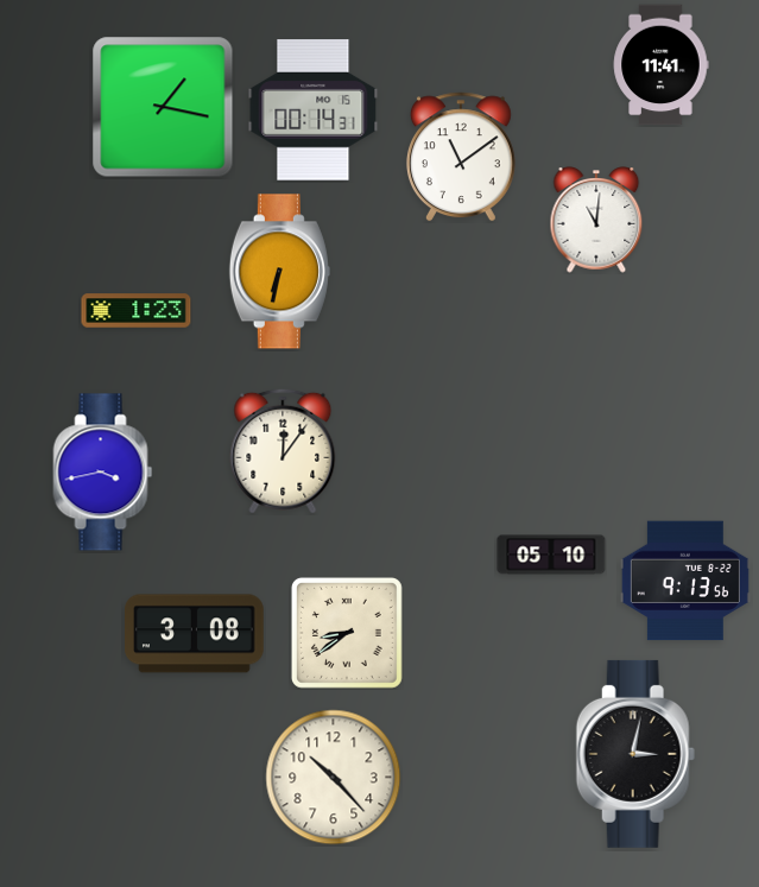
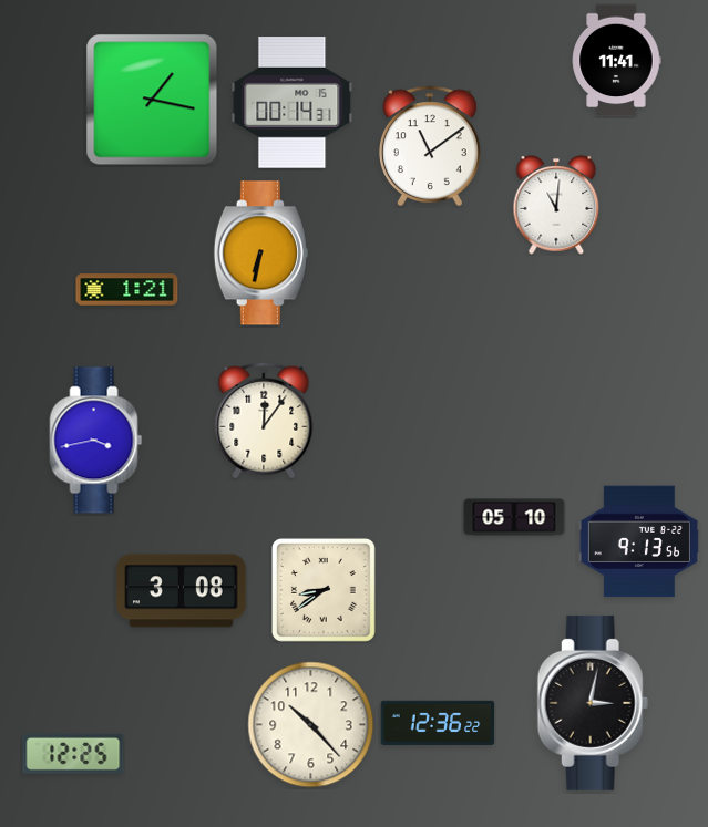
clock at (137, 311): 1:23 -> 1:21
clock at (438, 723): none -> 12:36
clock at (73, 754): none -> 12:25
